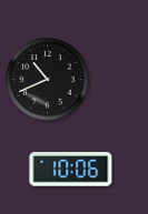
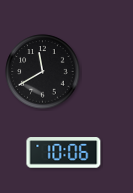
clock at (48, 80): 10:41 -> 11:40
